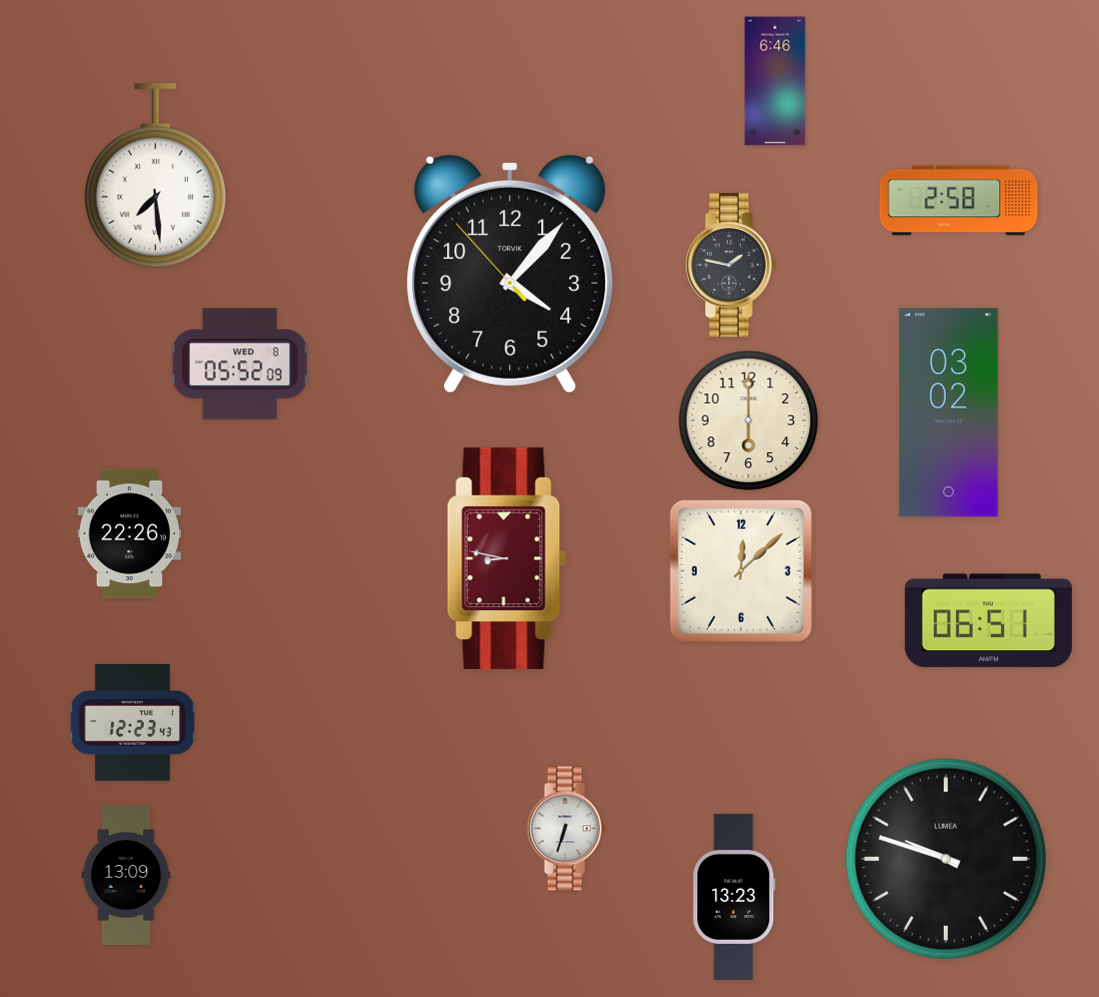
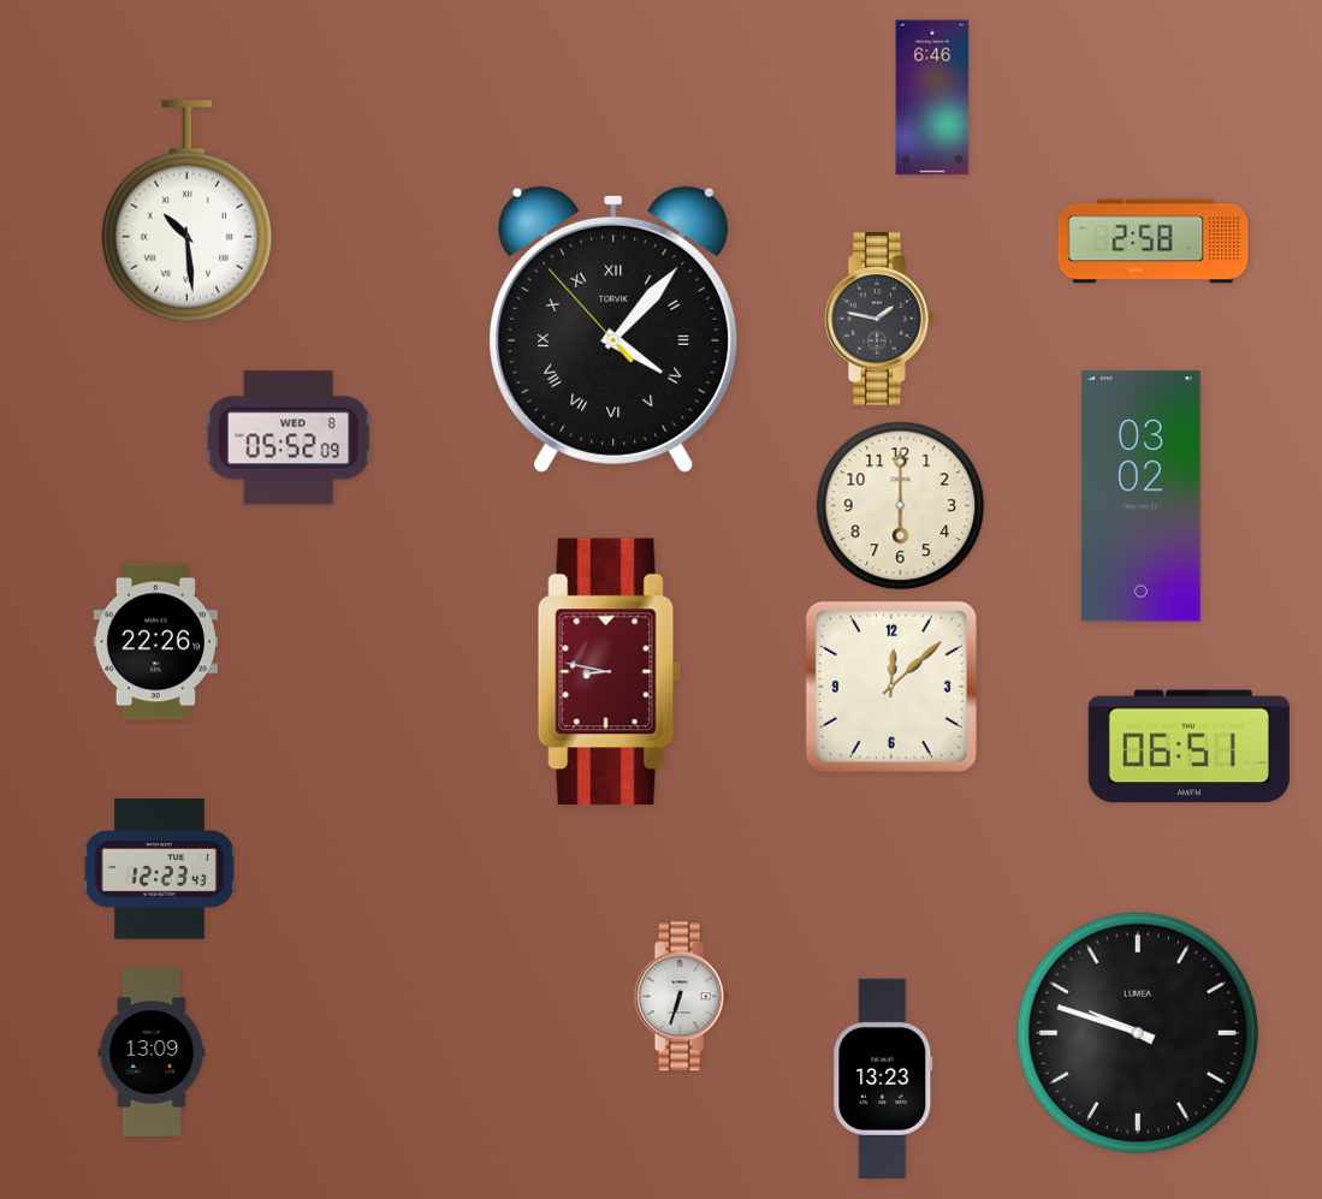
clock at (155, 176): 7:29 -> 10:29
clock at (510, 274) numerals: Arabic -> Roman
